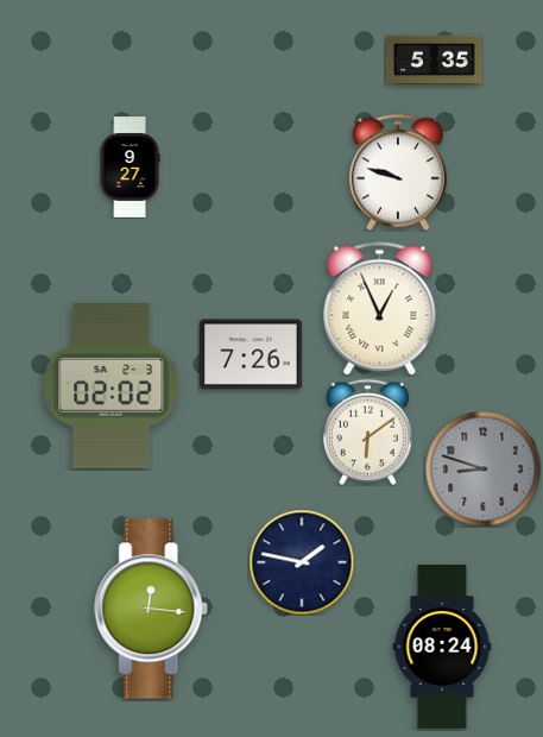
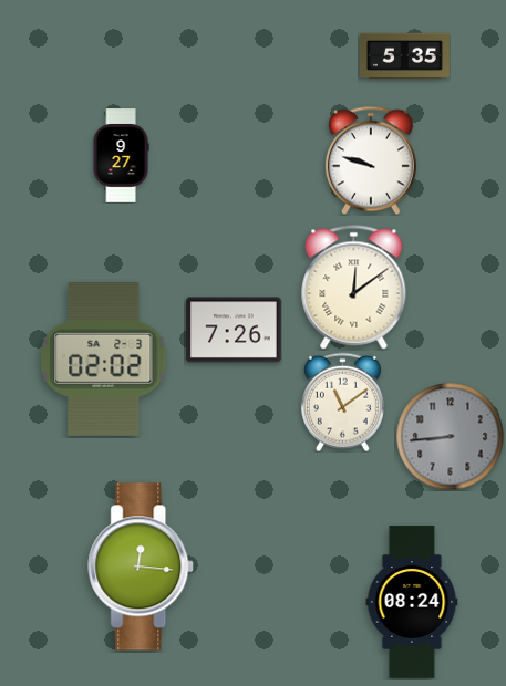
clock at (380, 309): 12:56 -> 12:09
clock at (367, 432): 6:09 -> 11:09
clock at (482, 468): 8:48 -> 8:44
clock at (302, 562): 1:47 -> none
